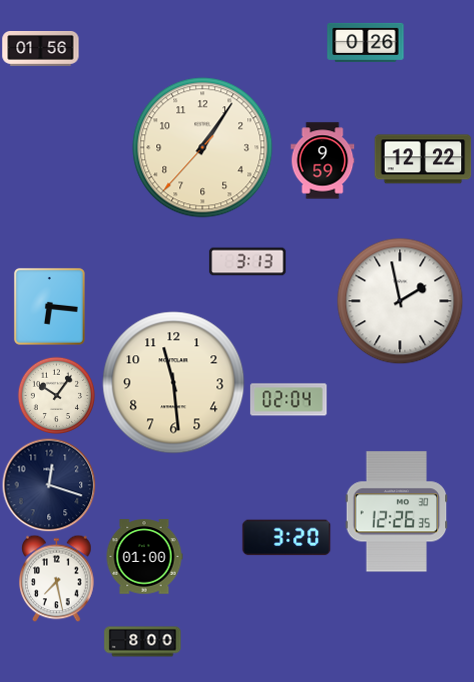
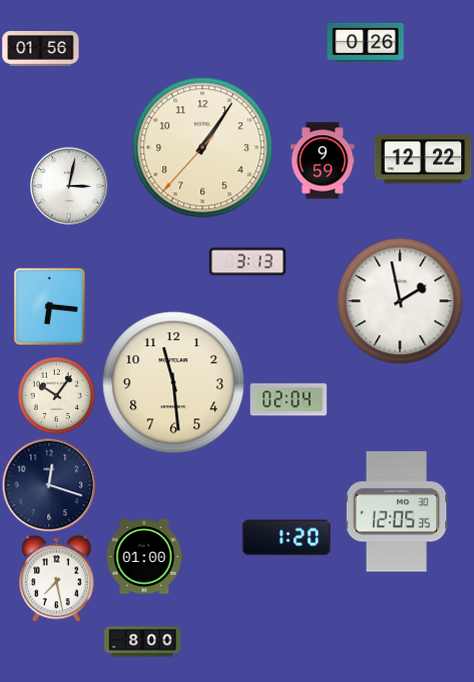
clock at (69, 186): none -> 3:02
clock at (397, 512): 12:26 -> 12:05
clock at (287, 538): 3:20 -> 1:20
